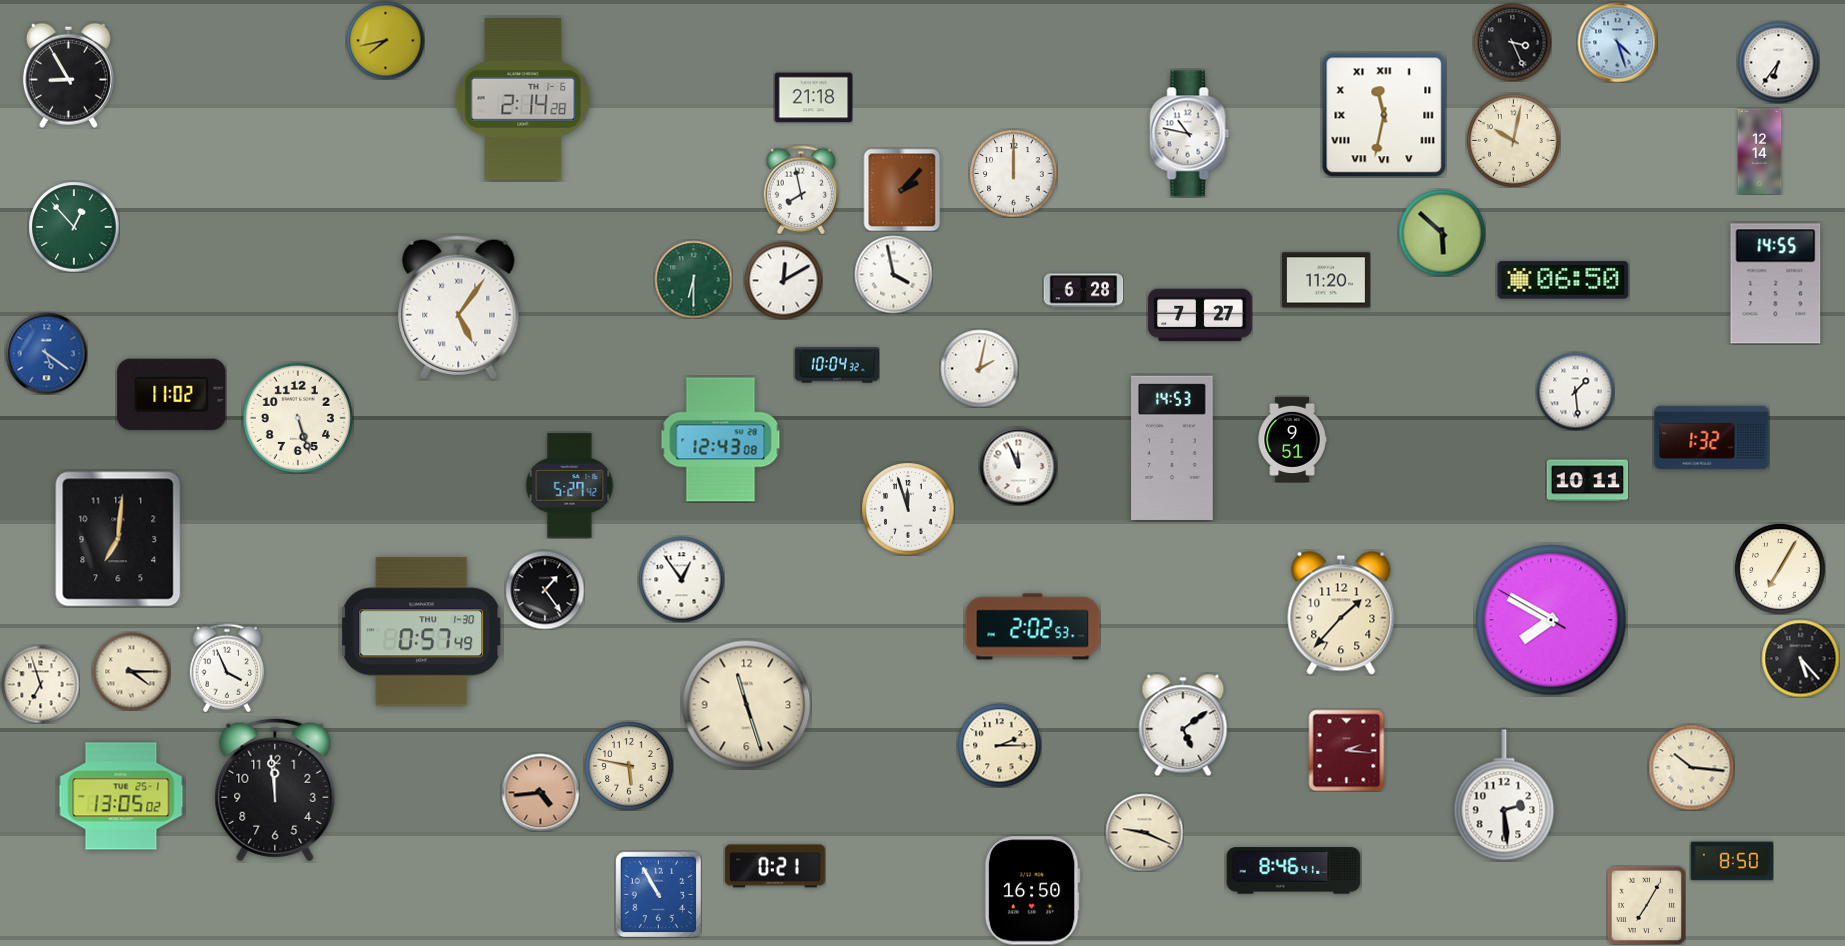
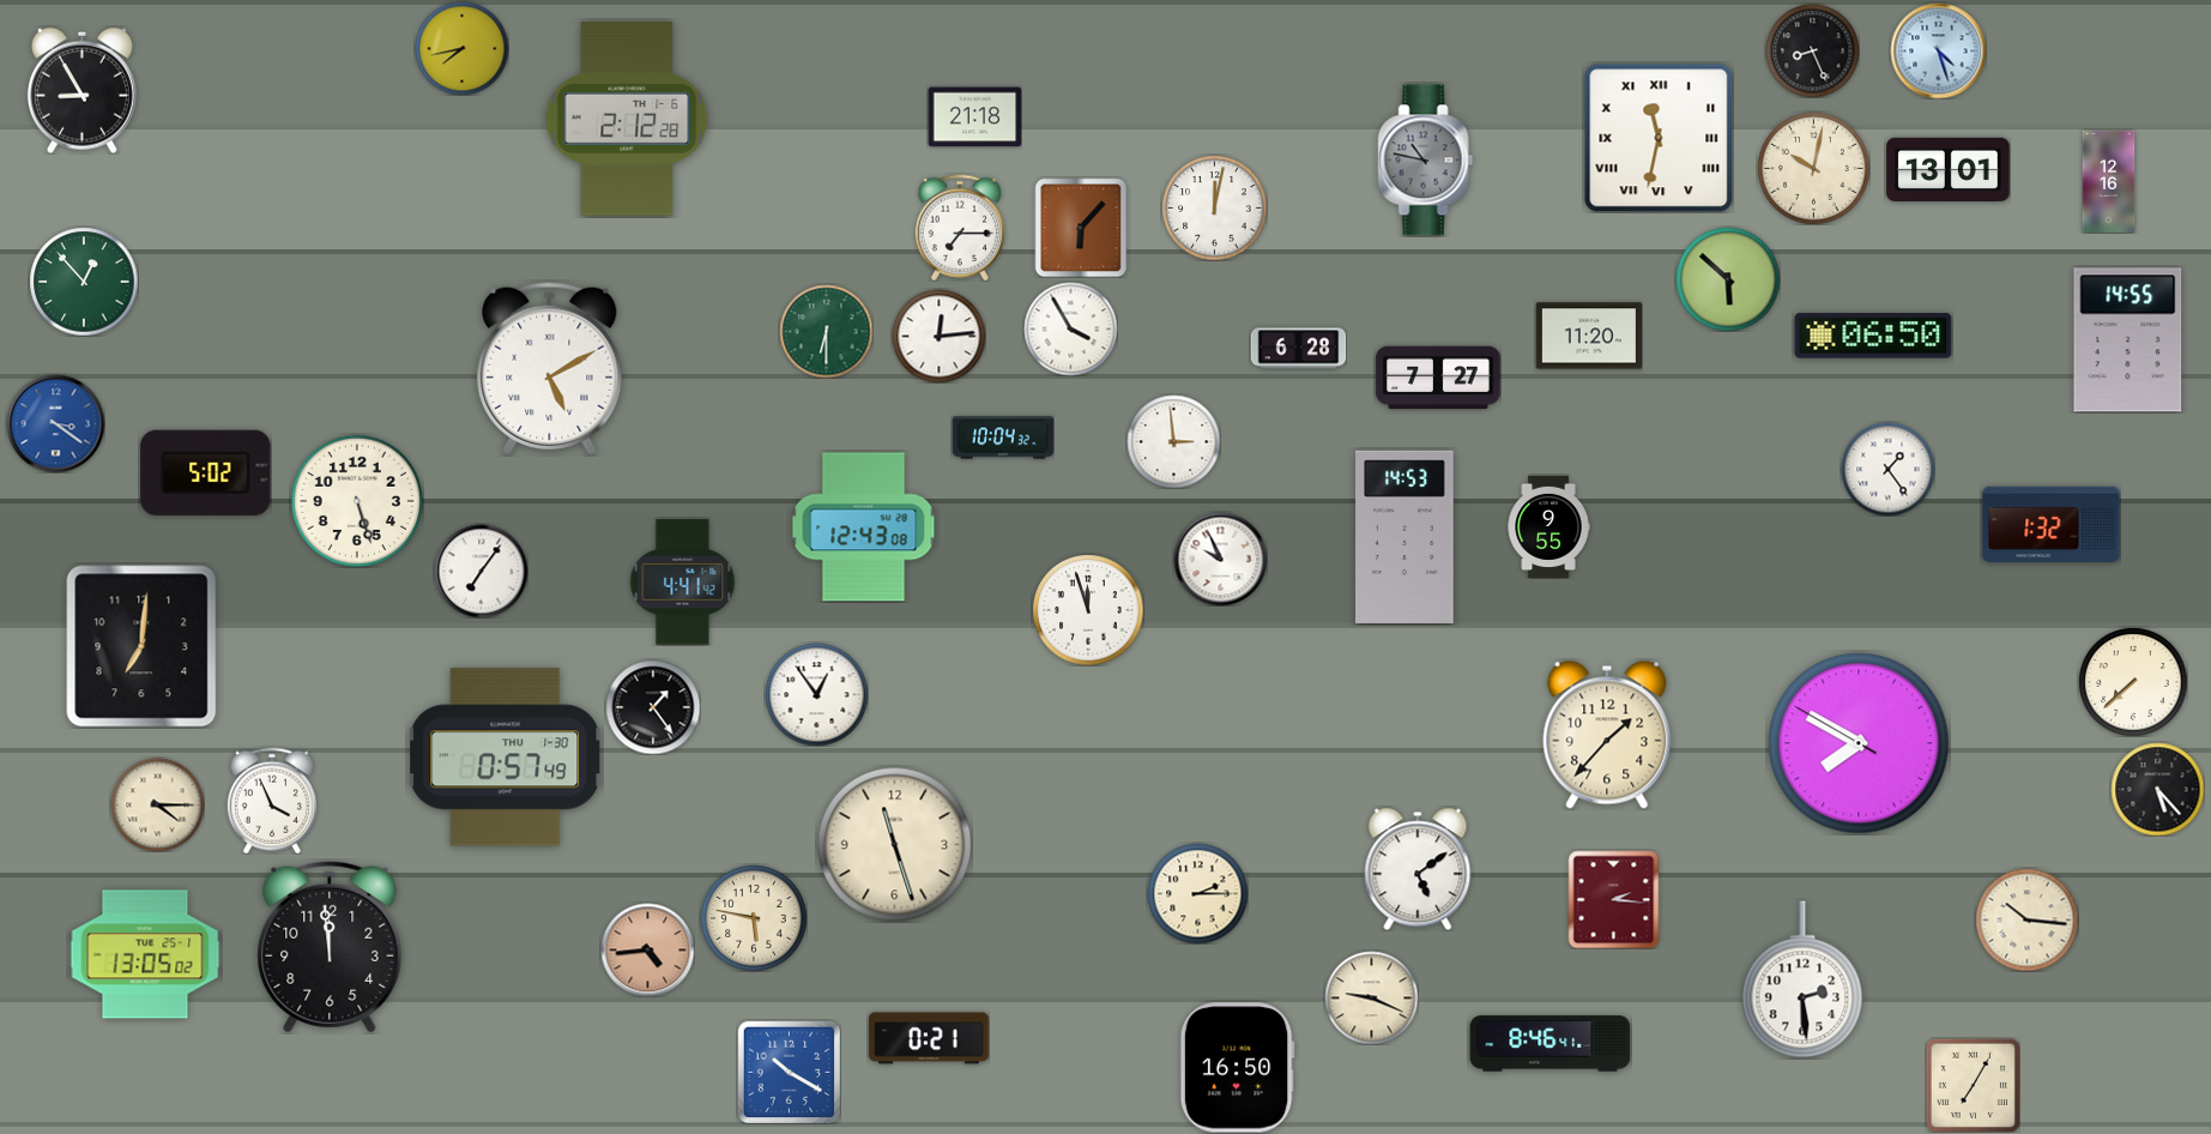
clock at (1512, 42): 3:26 -> 8:26
clock at (1778, 62): 6:36 -> none
clock at (523, 99): 2:14 -> 2:12
clock at (1190, 134) dial: white -> grey
clock at (1949, 169): none -> 13:01
clock at (1760, 151): 12:14 -> 12:16
clock at (1013, 173): 12:00 -> 12:02
clock at (801, 190): 7:58 -> 7:15
clock at (902, 190): 2:07 -> 6:07
clock at (74, 227) position: (74, 227) -> (84, 282)
clock at (893, 274): 3:58 -> 3:55
clock at (693, 279) position: (693, 279) -> (826, 331)
clock at (783, 280): 12:10 -> 12:14
clock at (459, 308): 5:06 -> 5:10
clock at (46, 353): 5:21 -> 3:21
clock at (979, 368): 2:02 -> 2:59
clock at (1575, 391): 1:29 -> 1:24
clock at (172, 394): 11:02 -> 5:02
clock at (1292, 439): 9:51 -> 9:55
clock at (1018, 466): 11:56 -> 9:56
clock at (481, 571): none -> 7:06
clock at (1587, 481): 10:11 -> none
clock at (570, 486): 5:27 -> 4:41
clock at (1780, 569): 7:05 -> 7:38
clock at (1033, 627): 2:02 -> none
clock at (40, 684): 6:57 -> none
clock at (1504, 795) position: (1504, 795) -> (1802, 979)
clock at (1732, 861): 8:50 -> none
clock at (658, 894): 10:55 -> 10:20
